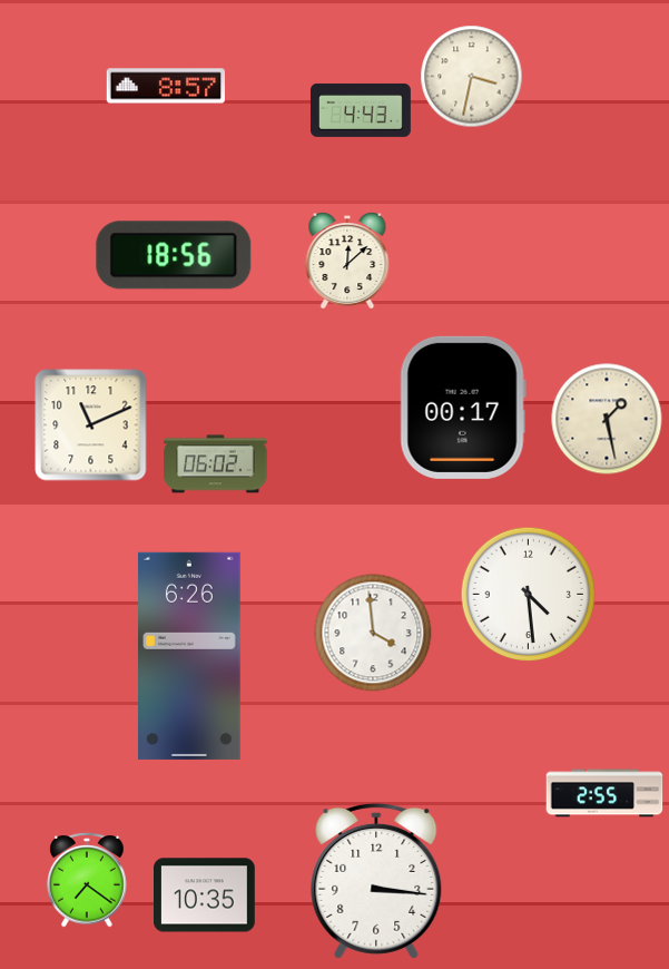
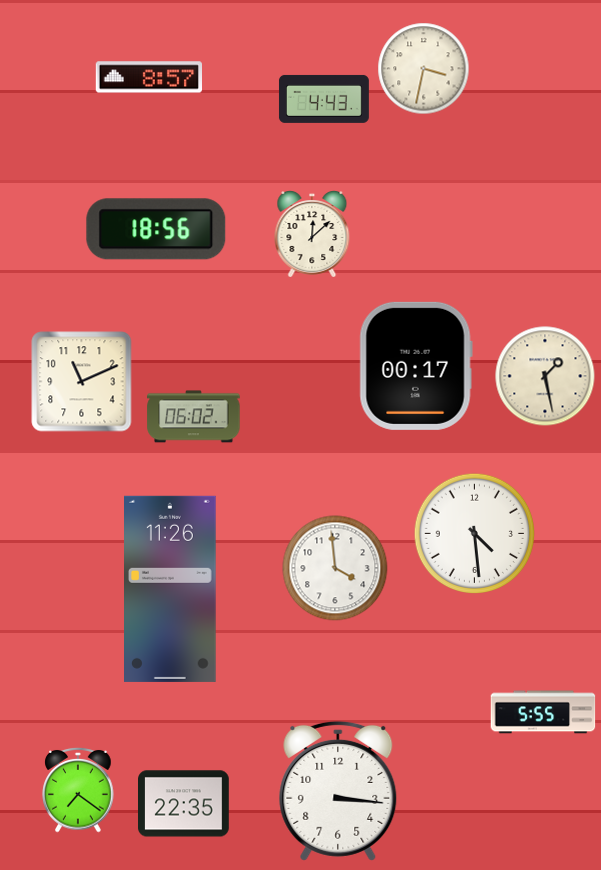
clock at (190, 656): 6:26 -> 11:26
clock at (604, 793): 2:55 -> 5:55
clock at (205, 895): 10:35 -> 22:35
